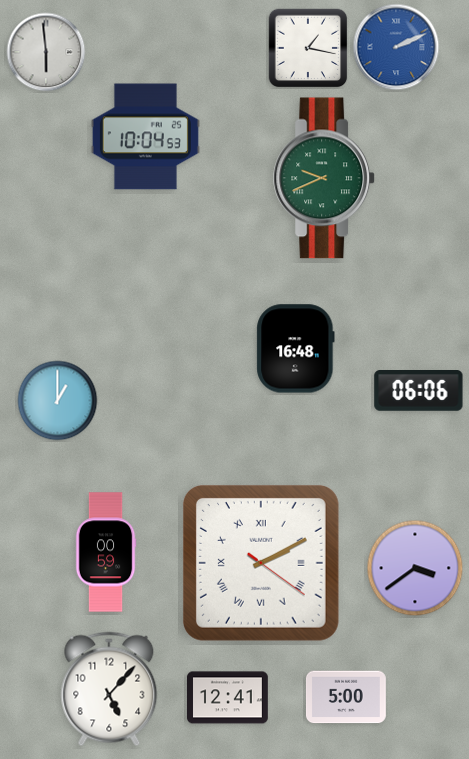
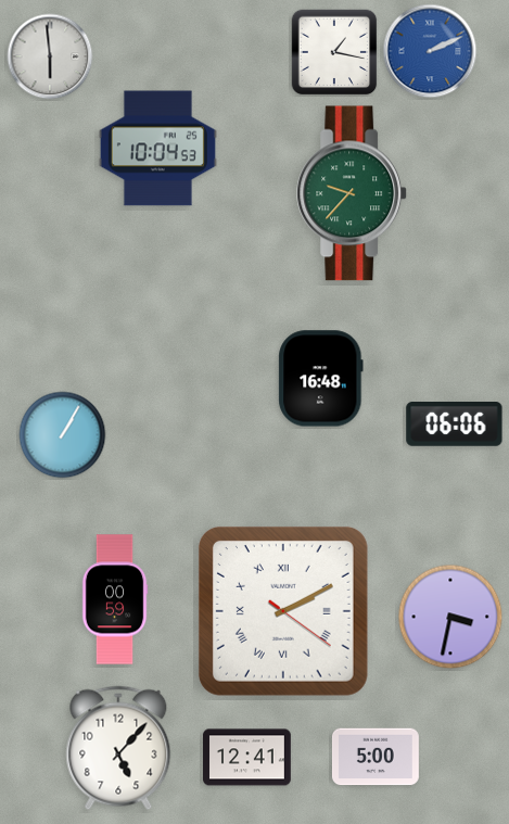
clock at (325, 178): 9:41 -> 9:37
clock at (58, 401): 1:00 -> 1:05
clock at (415, 568): 3:39 -> 3:32
